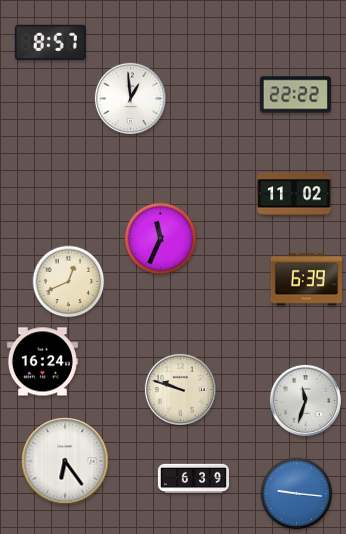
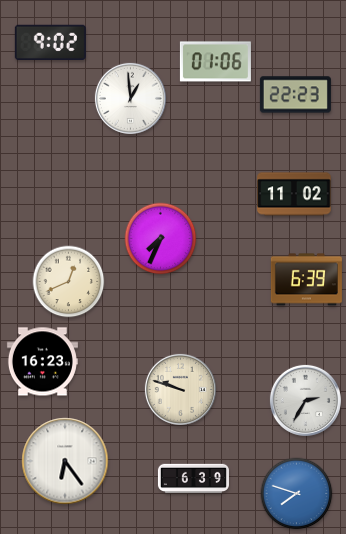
clock at (50, 42): 8:57 -> 9:02
clock at (215, 62): none -> 01:06
clock at (295, 95): 22:22 -> 22:23
clock at (161, 239): 11:34 -> 7:34
clock at (42, 362): 16:24 -> 16:23
clock at (305, 400): 11:33 -> 2:35
clock at (297, 494): 9:16 -> 7:48
